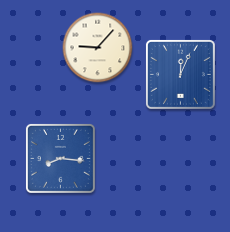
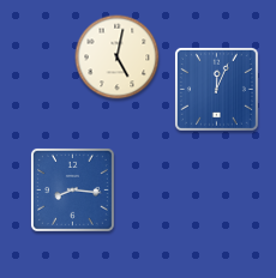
clock at (98, 48): 9:07 -> 5:02
